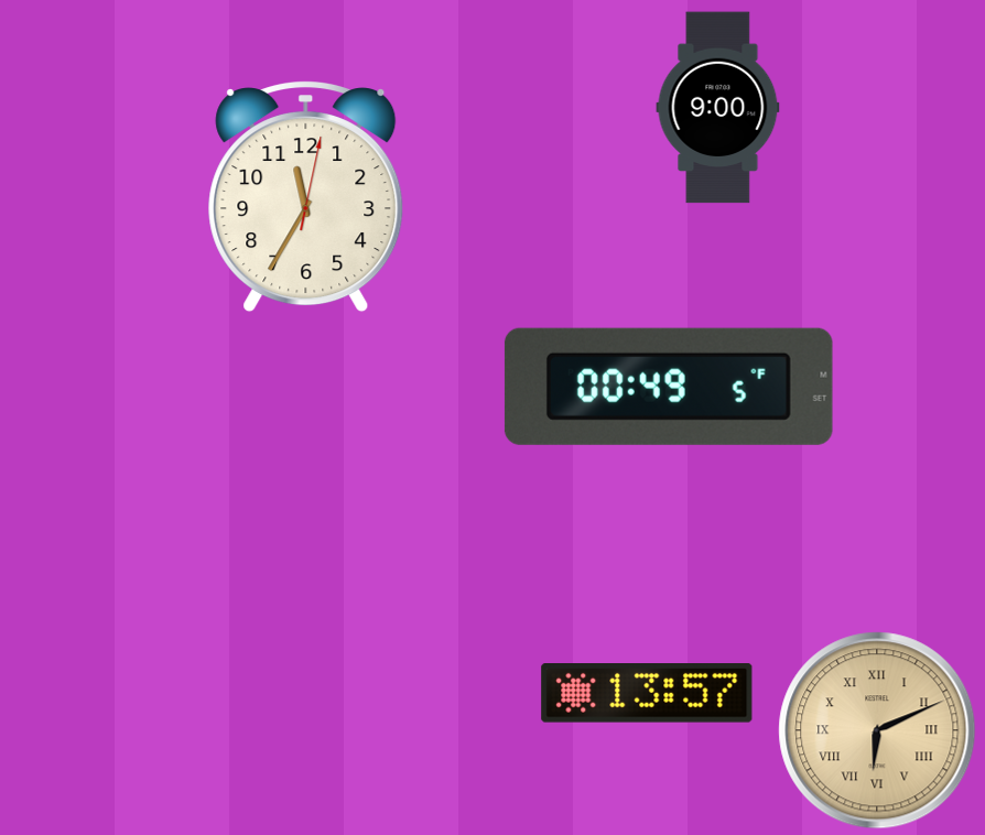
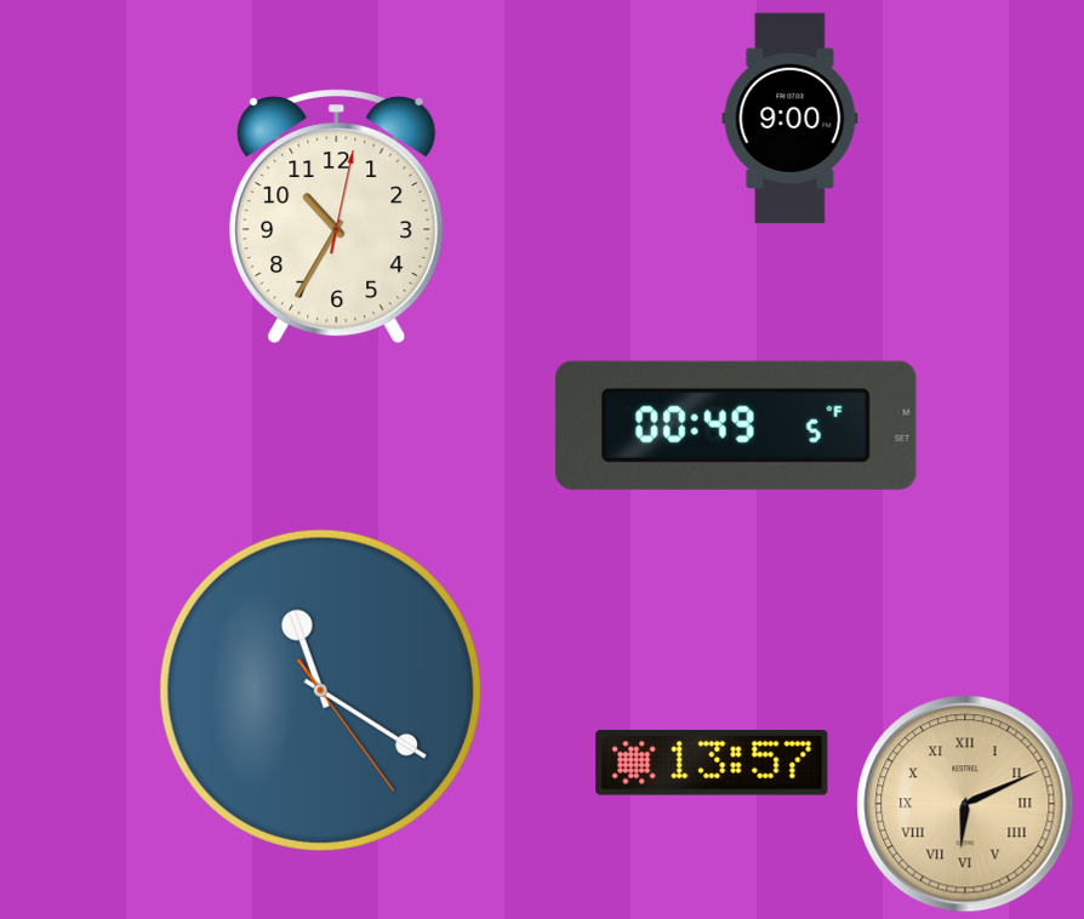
clock at (306, 197): 11:35 -> 10:35
clock at (320, 690): none -> 11:20
